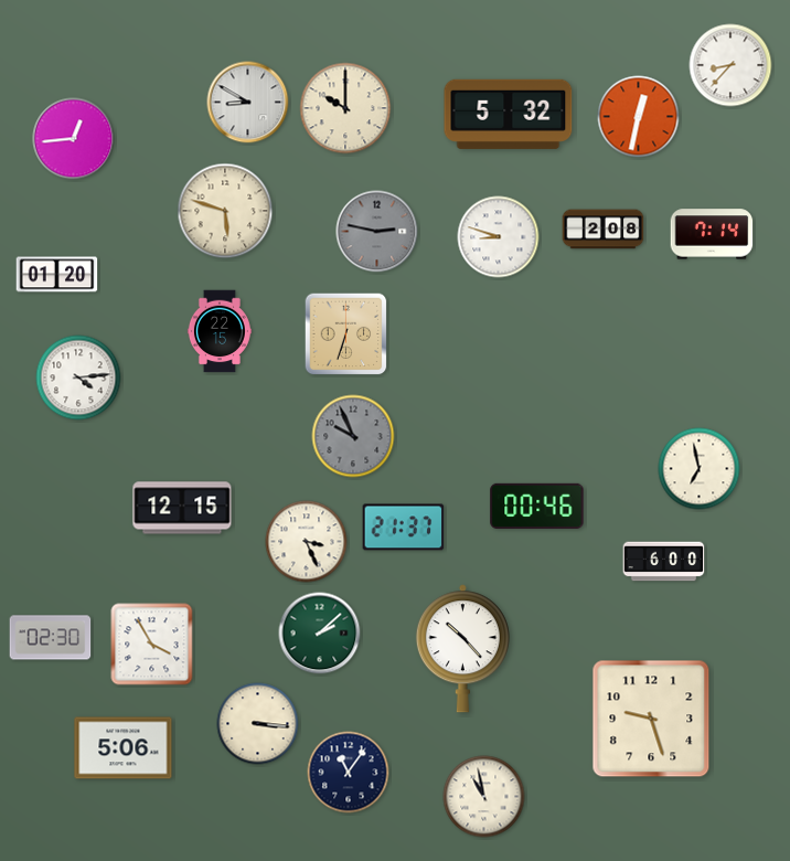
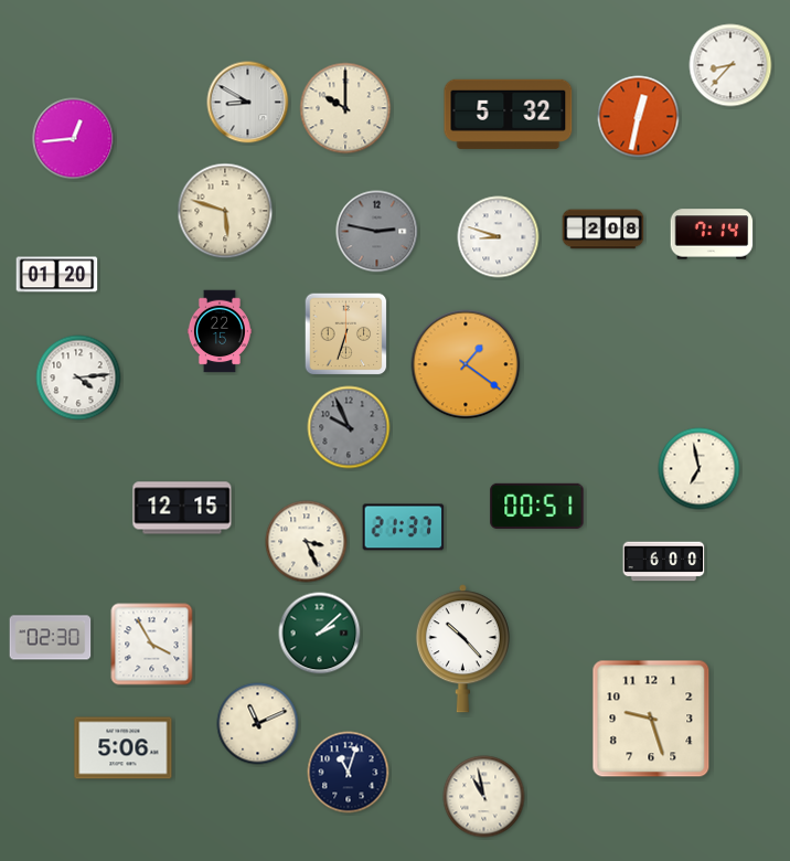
clock at (466, 364): none -> 1:21
clock at (353, 436) position: (353, 436) -> (349, 427)
clock at (537, 506): 00:46 -> 00:51
clock at (258, 724): 3:16 -> 11:11
clock at (349, 773): 11:06 -> 11:03
